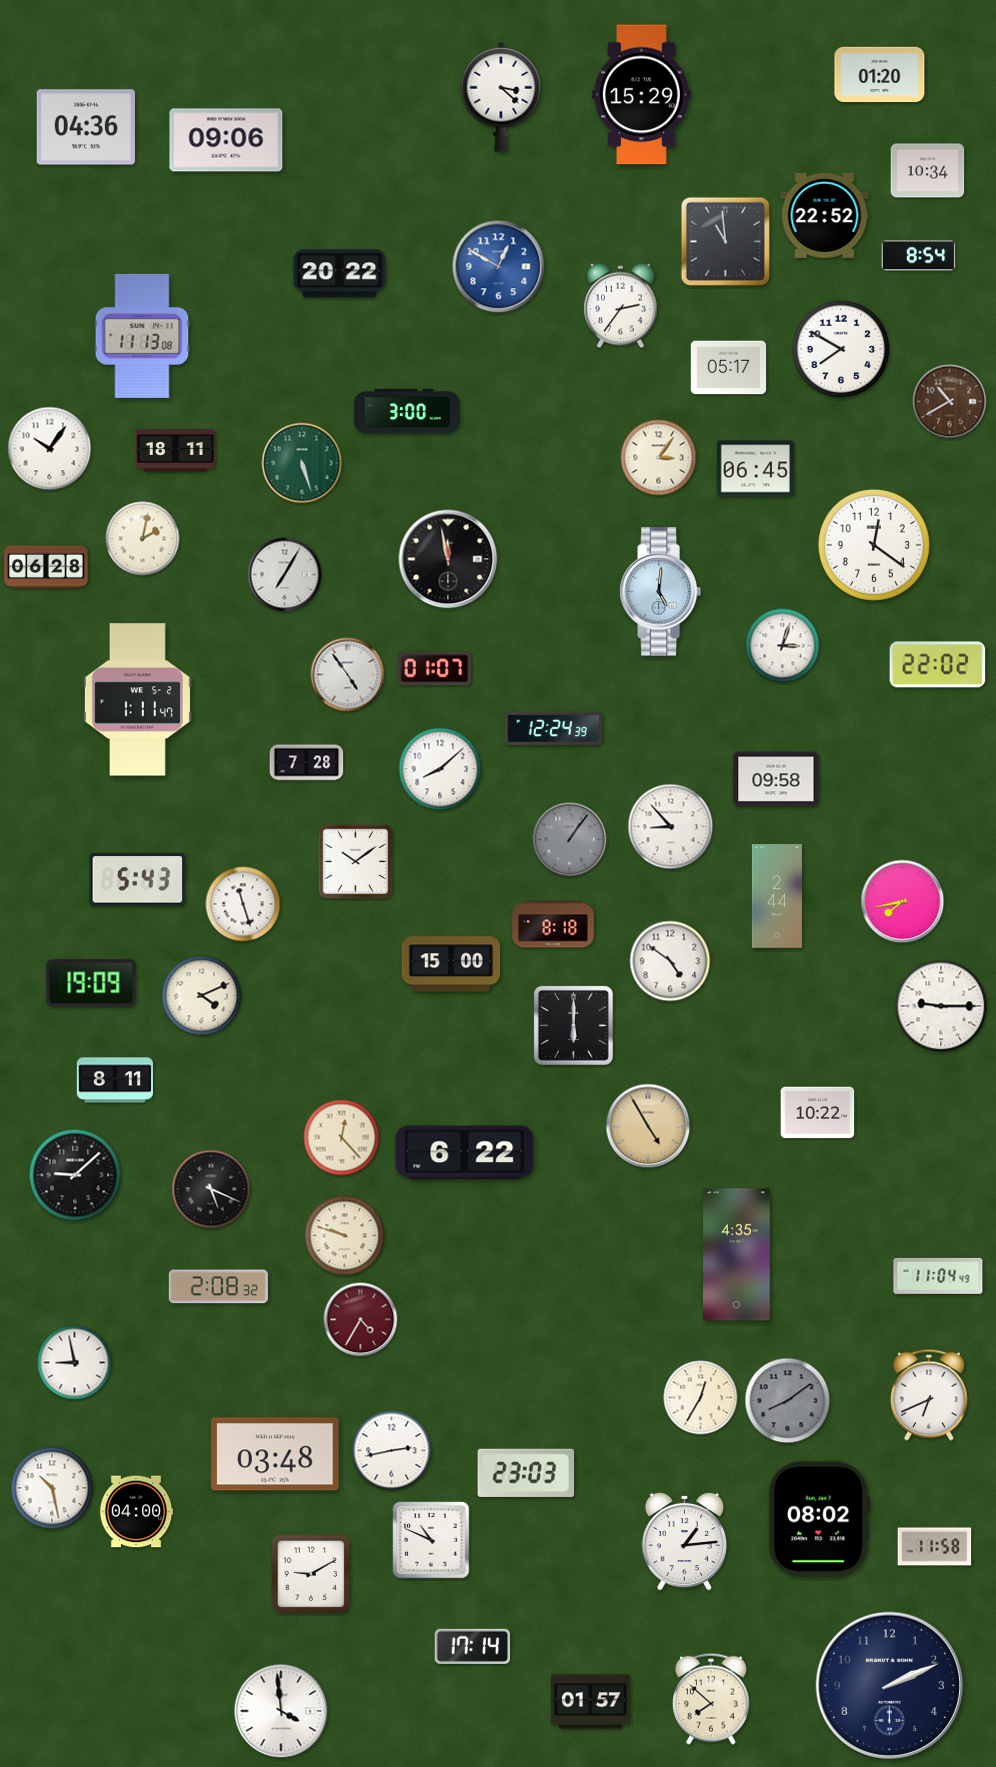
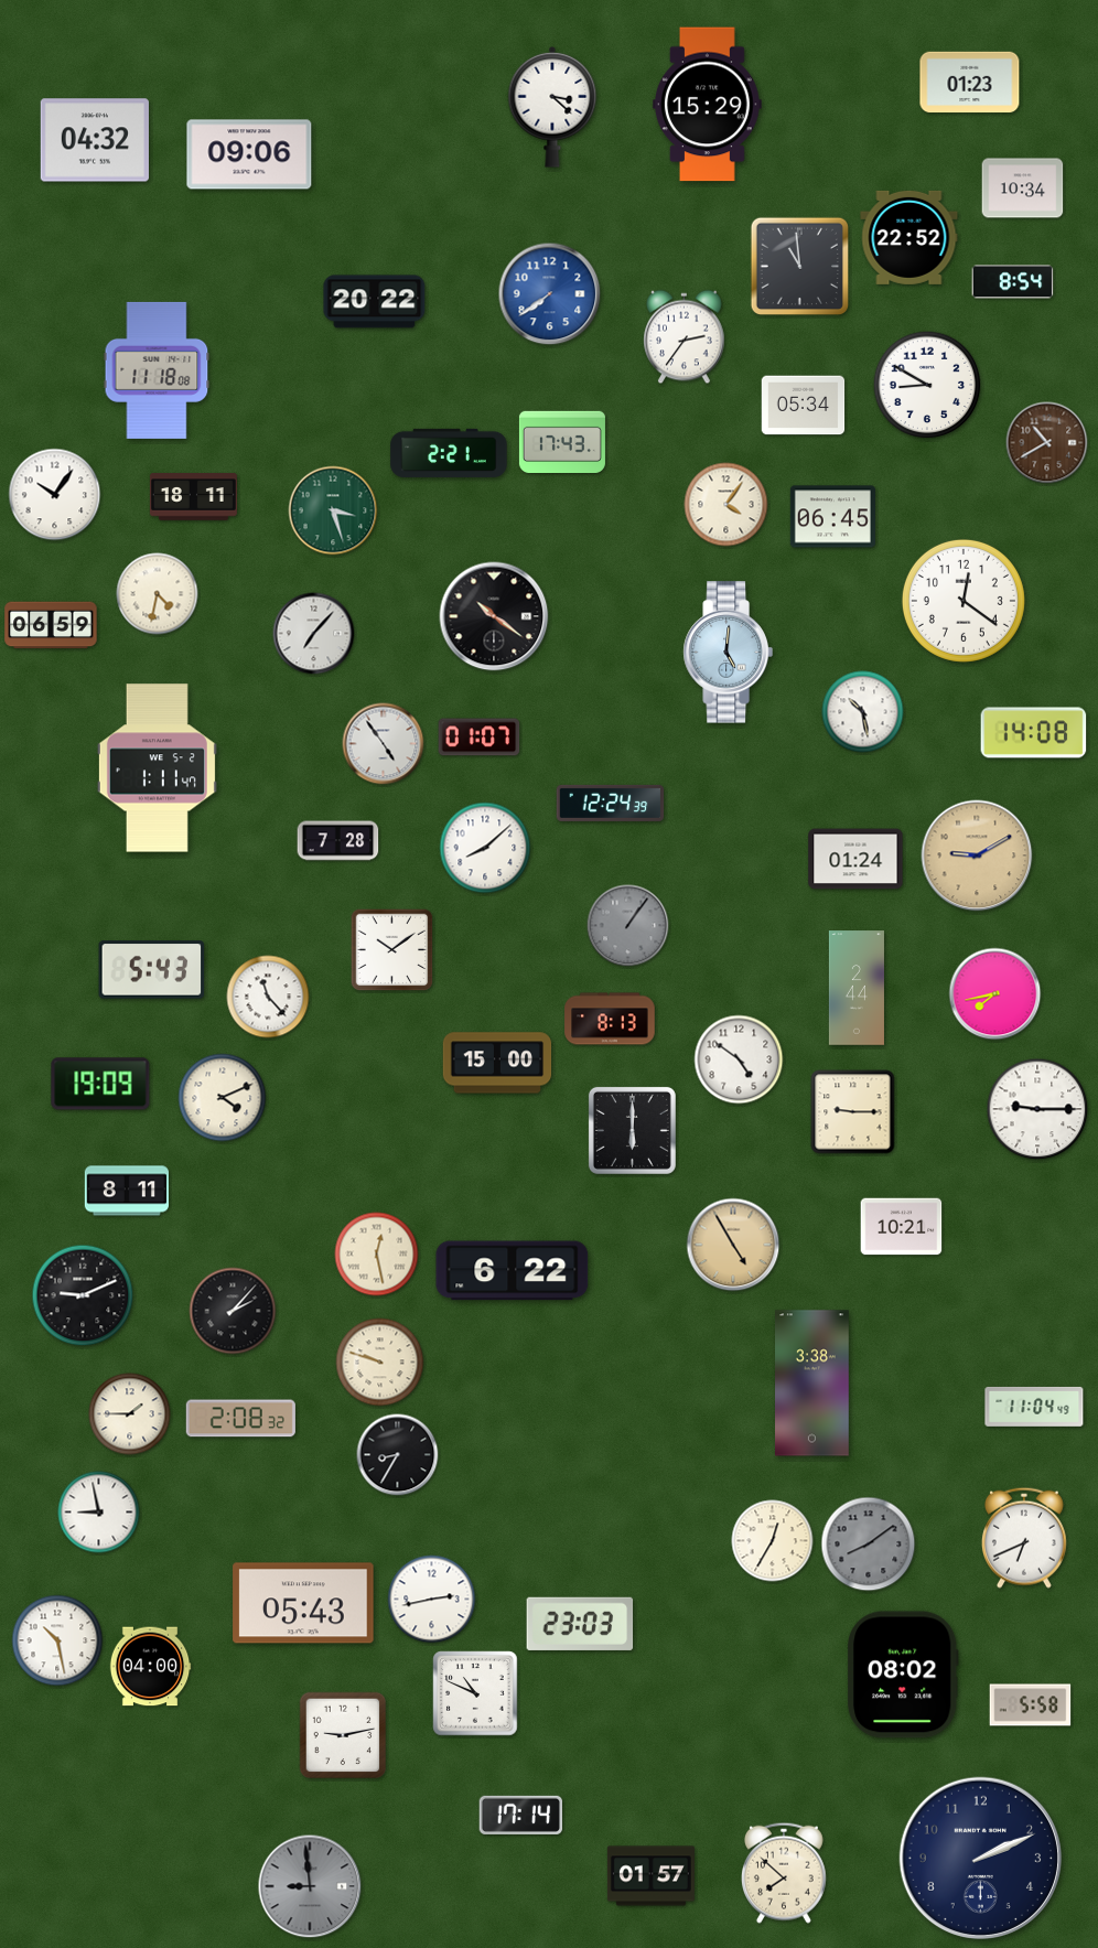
clock at (880, 75): 01:20 -> 01:23
clock at (86, 127): 04:36 -> 04:32
clock at (499, 267): 12:50 -> 7:39
clock at (142, 336): 11:13 -> 11:18
clock at (841, 349): 7:50 -> 8:50
clock at (729, 368): 05:17 -> 05:34
clock at (562, 441): none -> 17:43
clock at (407, 410): 3:00 -> 2:21
clock at (659, 458): 3:06 -> 4:06
clock at (302, 463): 5:27 -> 3:27
clock at (143, 539): 2:02 -> 4:32
clock at (448, 559): 11:58 -> 10:21
clock at (46, 567): 06:28 -> 06:59
clock at (285, 575): 7:05 -> 7:07
clock at (783, 646): 3:03 -> 10:28
clock at (938, 665): 22:02 -> 14:08
clock at (137, 700) position: (137, 700) -> (157, 768)
clock at (977, 855): none -> 9:10
clock at (776, 779): 09:58 -> 01:24
clock at (671, 827): 8:53 -> none
clock at (243, 904): 11:27 -> 11:23
clock at (553, 924): 8:18 -> 8:13
clock at (853, 1112): none -> 9:15
clock at (818, 1113): 10:22 -> 10:21
clock at (648, 1126) position: (648, 1126) -> (733, 1245)
clock at (342, 1138): 12:23 -> 12:28
clock at (75, 1175): 9:08 -> 9:11
clock at (211, 1189): 5:19 -> 2:07
clock at (737, 1255): 4:35 -> 3:38
clock at (130, 1414): none -> 1:45
clock at (361, 1320): 4:35 -> 8:35
clock at (361, 1320) dial: burgundy -> black
clock at (75, 1363) position: (75, 1363) -> (99, 1513)
clock at (275, 1454): 03:48 -> 05:43
clock at (431, 1540) position: (431, 1540) -> (475, 1693)
clock at (685, 1541): 1:14 -> none
clock at (935, 1547): 11:58 -> 5:58
clock at (311, 1574): 9:10 -> 9:13
clock at (281, 1711): 3:59 -> 8:59
clock at (281, 1711) dial: white -> grey
